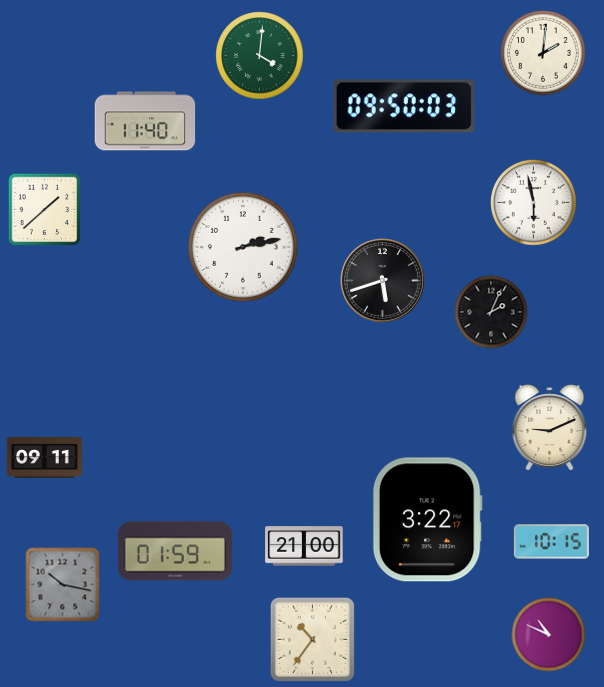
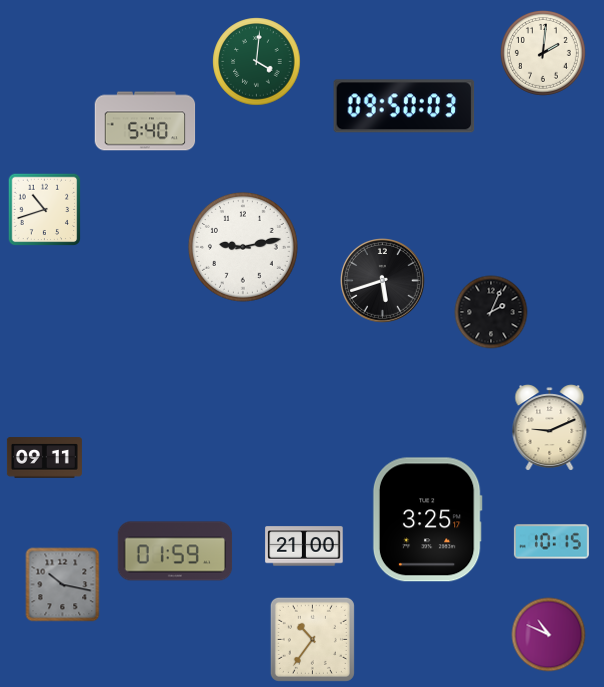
clock at (260, 56) position: (260, 56) -> (257, 62)
clock at (145, 121): 11:40 -> 5:40
clock at (534, 203): 5:58 -> none
clock at (45, 210): 1:38 -> 10:42
clock at (243, 247): 2:13 -> 9:13
clock at (427, 520): 3:22 -> 3:25
